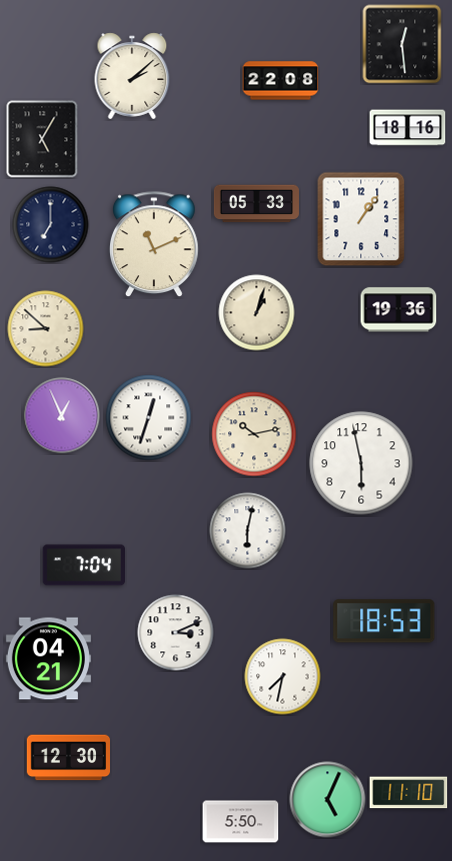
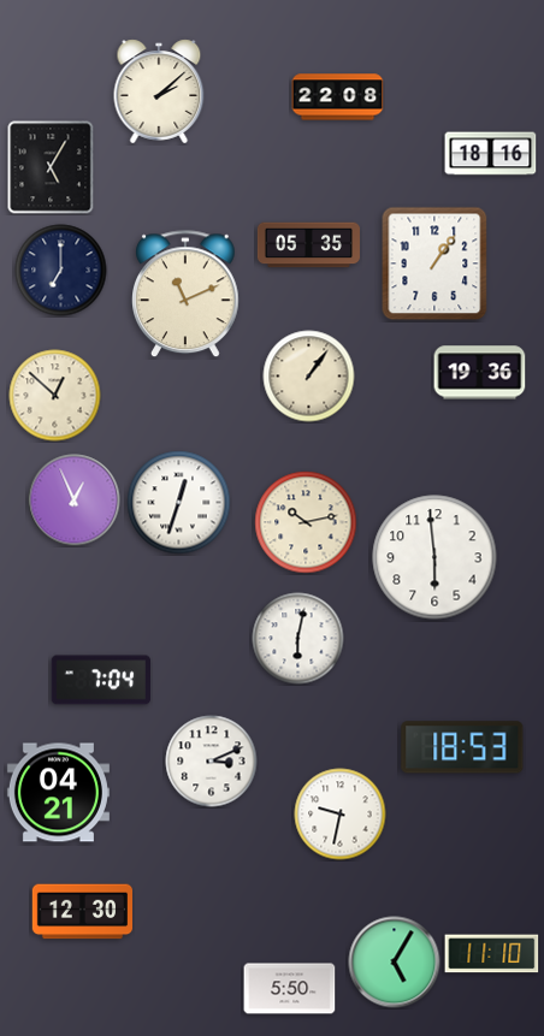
clock at (402, 44): 12:29 -> none
clock at (256, 204): 05:33 -> 05:35
clock at (257, 313): 1:03 -> 1:06
clock at (46, 329): 8:52 -> 12:52
clock at (361, 463): 5:58 -> 5:59
clock at (283, 677): 7:32 -> 9:32
clock at (328, 800): 5:04 -> 5:05
